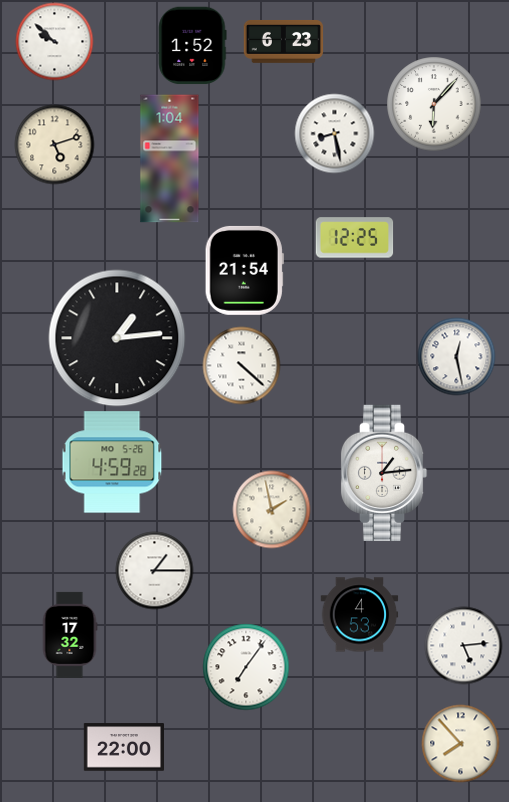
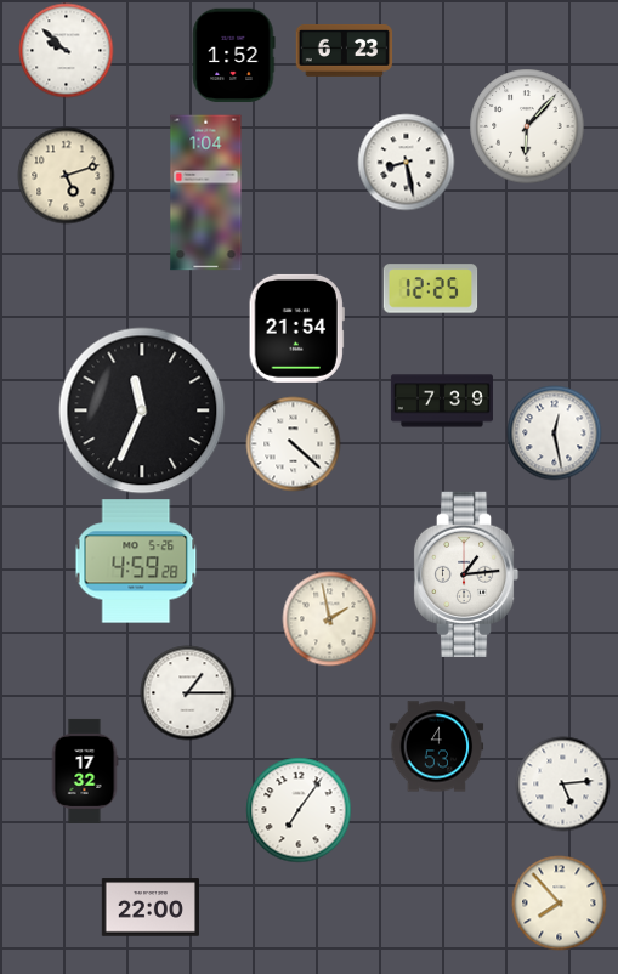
clock at (442, 401): none -> 7:39
clock at (117, 338): 1:14 -> 11:34
